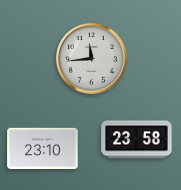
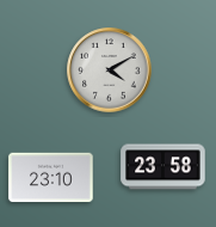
clock at (92, 59): 11:44 -> 4:10
